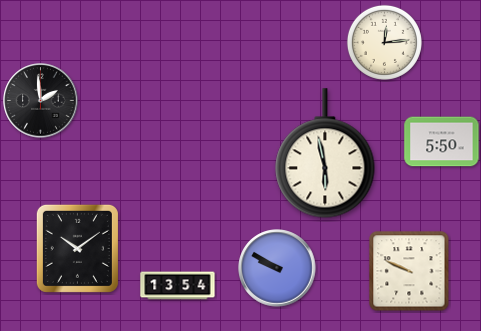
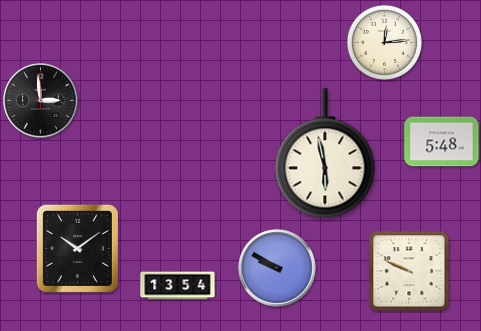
clock at (41, 101): 1:59 -> 2:59
clock at (442, 142): 5:50 -> 5:48
